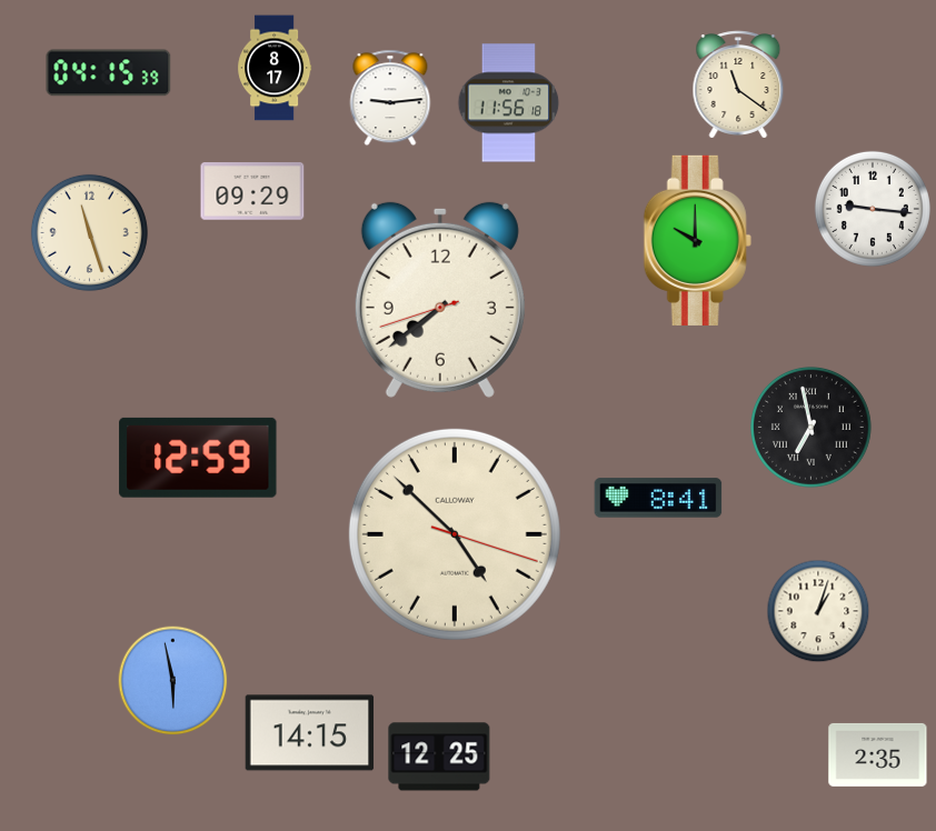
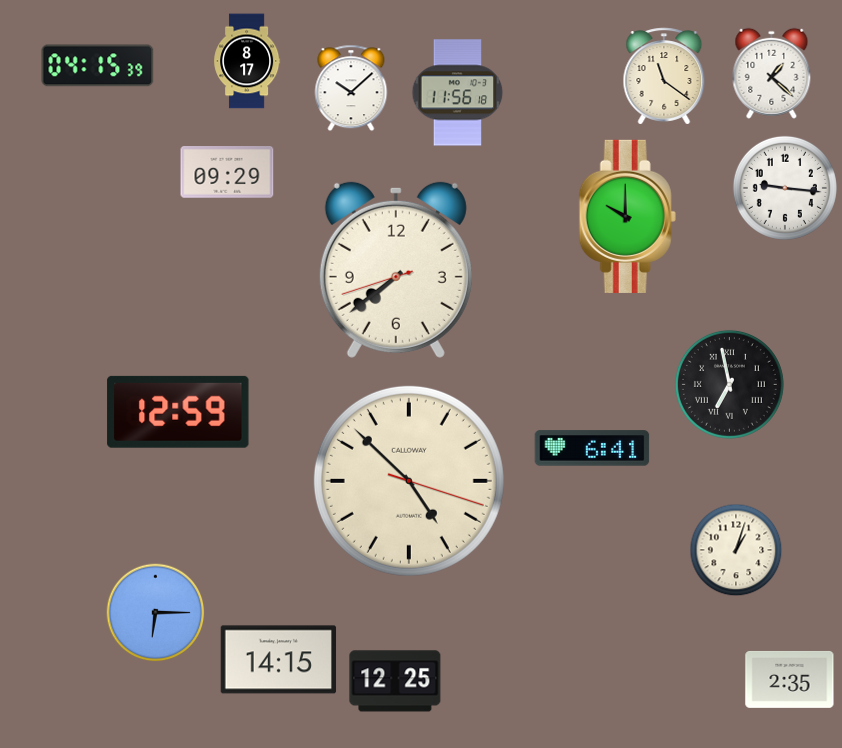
clock at (772, 73): none -> 1:22
clock at (390, 98): 9:14 -> 10:08
clock at (89, 232): 11:27 -> none
clock at (658, 498): 8:41 -> 6:41
clock at (173, 681): 5:58 -> 6:15
